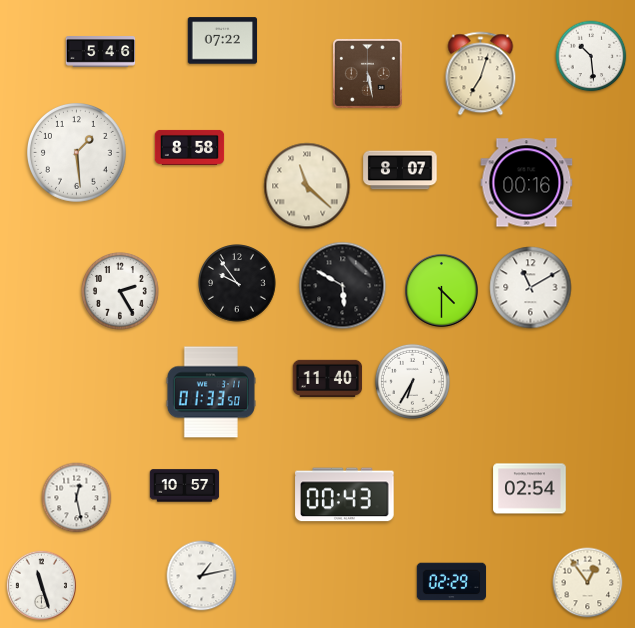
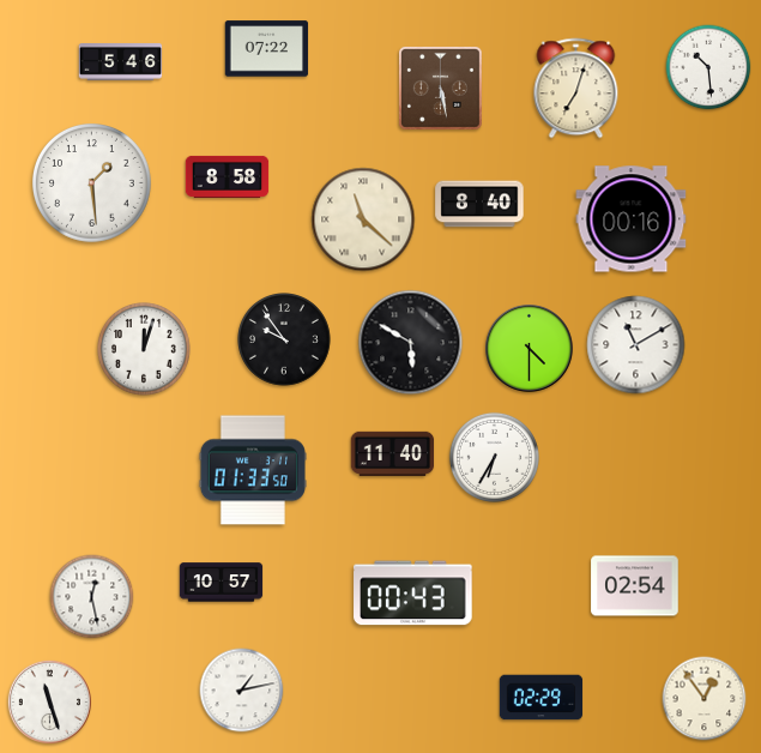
clock at (400, 170): 8:07 -> 8:40
clock at (307, 186) position: (307, 186) -> (363, 219)
clock at (121, 292): 2:25 -> 12:03
